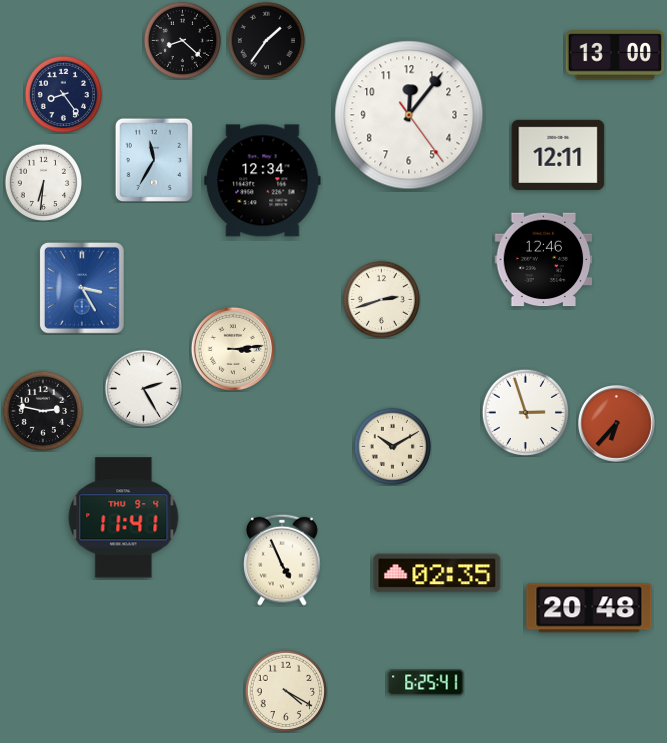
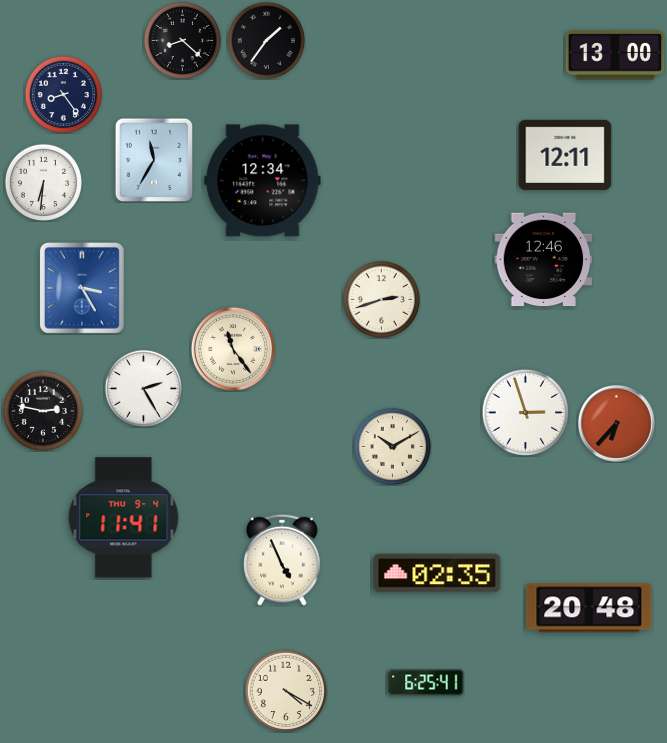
clock at (409, 115): 12:06 -> none
clock at (558, 155) position: (558, 155) -> (565, 155)
clock at (233, 349): 3:14 -> 11:24
